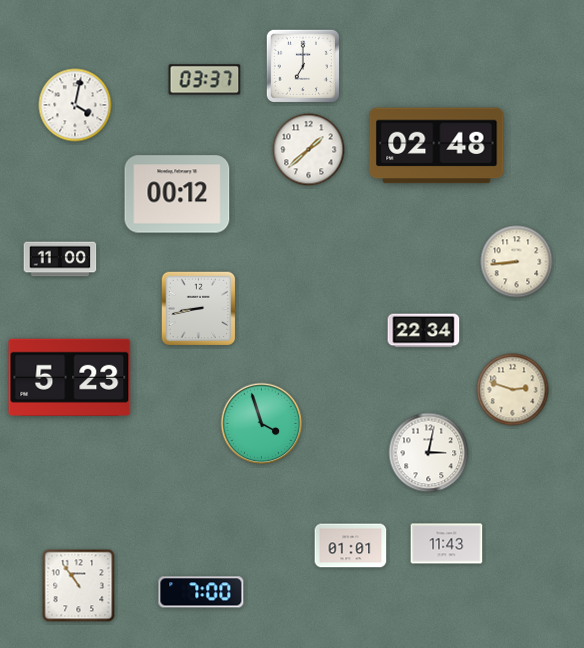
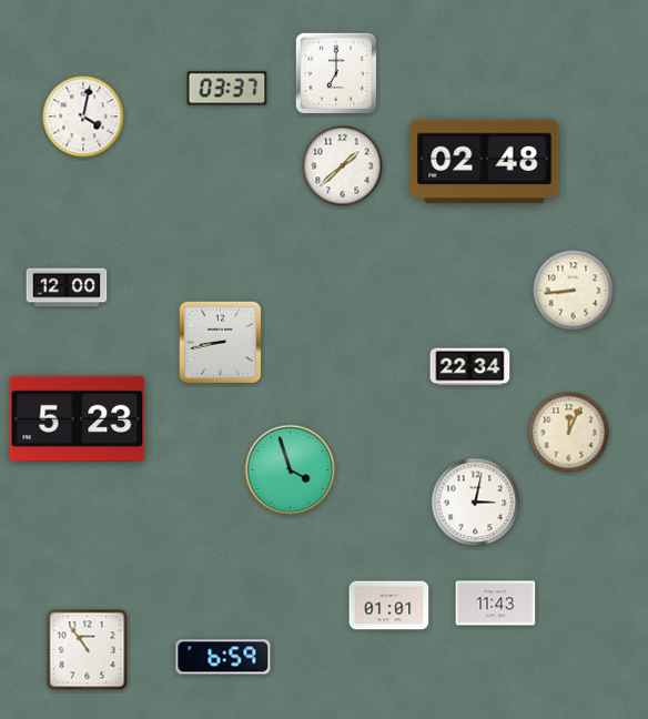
clock at (177, 194): 00:12 -> none
clock at (60, 259): 11:00 -> 12:00
clock at (513, 390): 2:48 -> 12:04
clock at (201, 592): 7:00 -> 6:59
